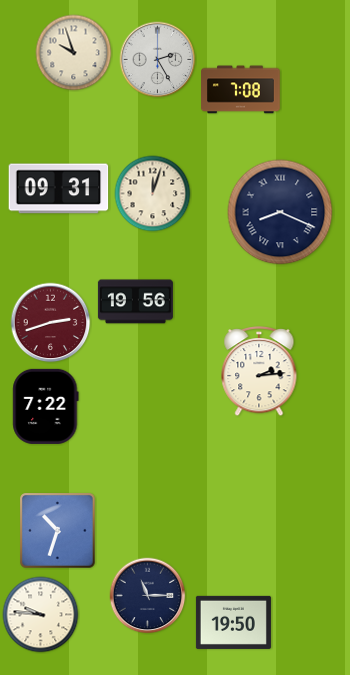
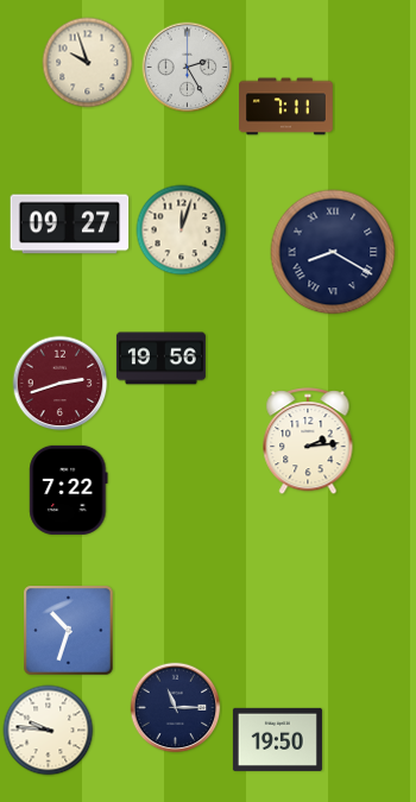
clock at (158, 60) position: (158, 60) -> (188, 68)
clock at (241, 90): 7:08 -> 7:11
clock at (59, 189): 09:31 -> 09:27
clock at (280, 212): 8:19 -> 8:20
clock at (46, 406) position: (46, 406) -> (69, 490)
